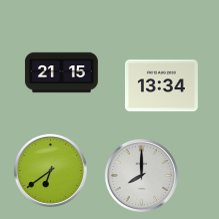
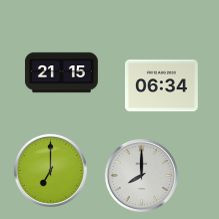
clock at (161, 86): 13:34 -> 06:34
clock at (50, 170): 6:39 -> 7:00
